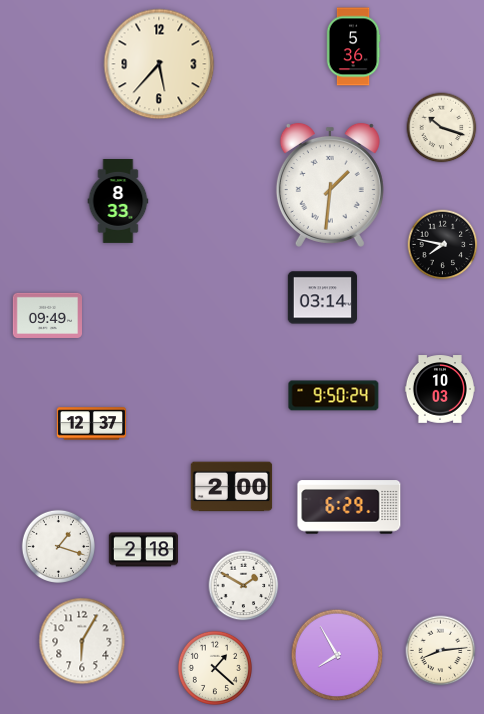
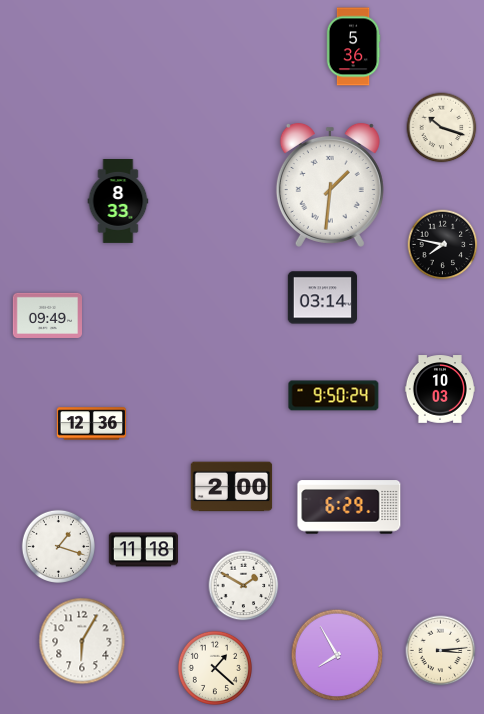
clock at (159, 64): 5:37 -> none
clock at (92, 424): 12:37 -> 12:36
clock at (143, 550): 2:18 -> 11:18
clock at (441, 651): 8:14 -> 3:14
